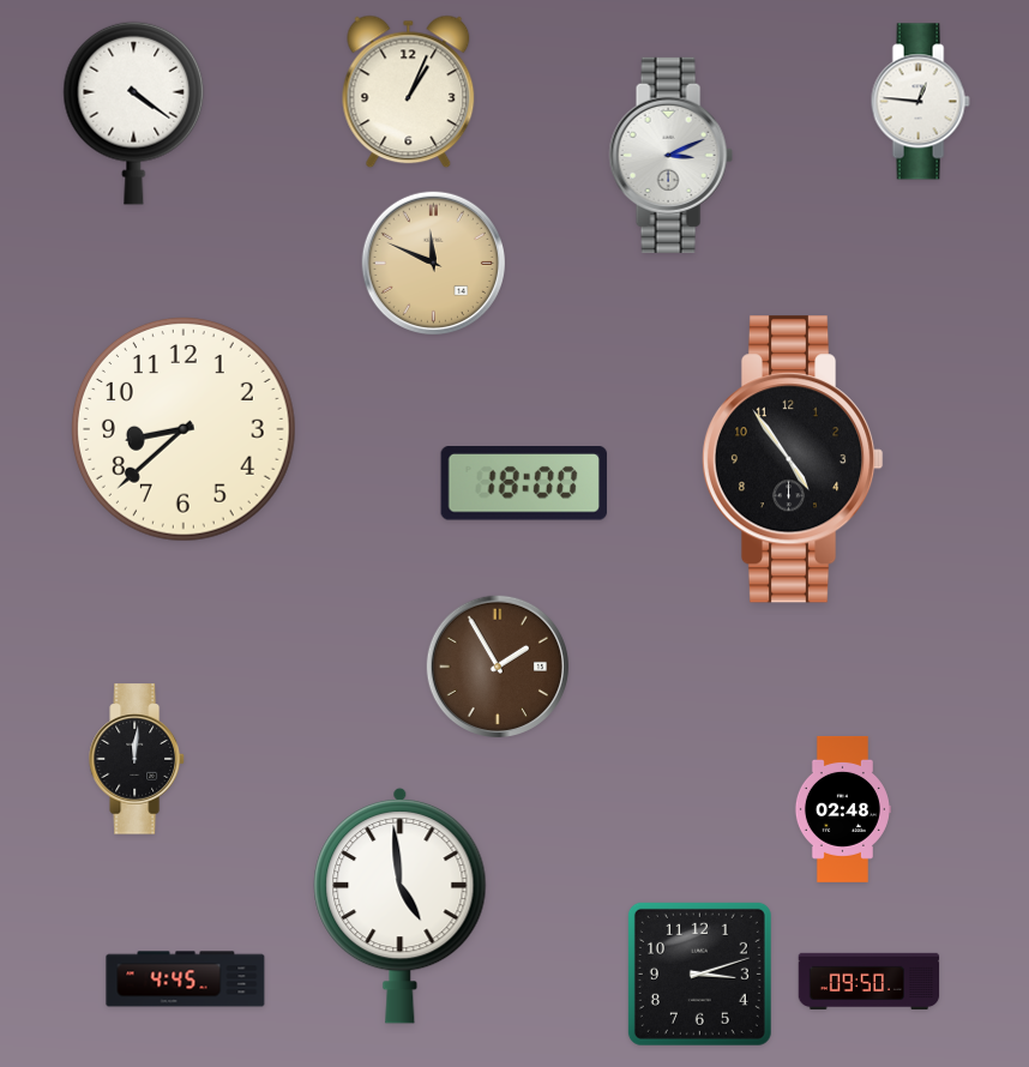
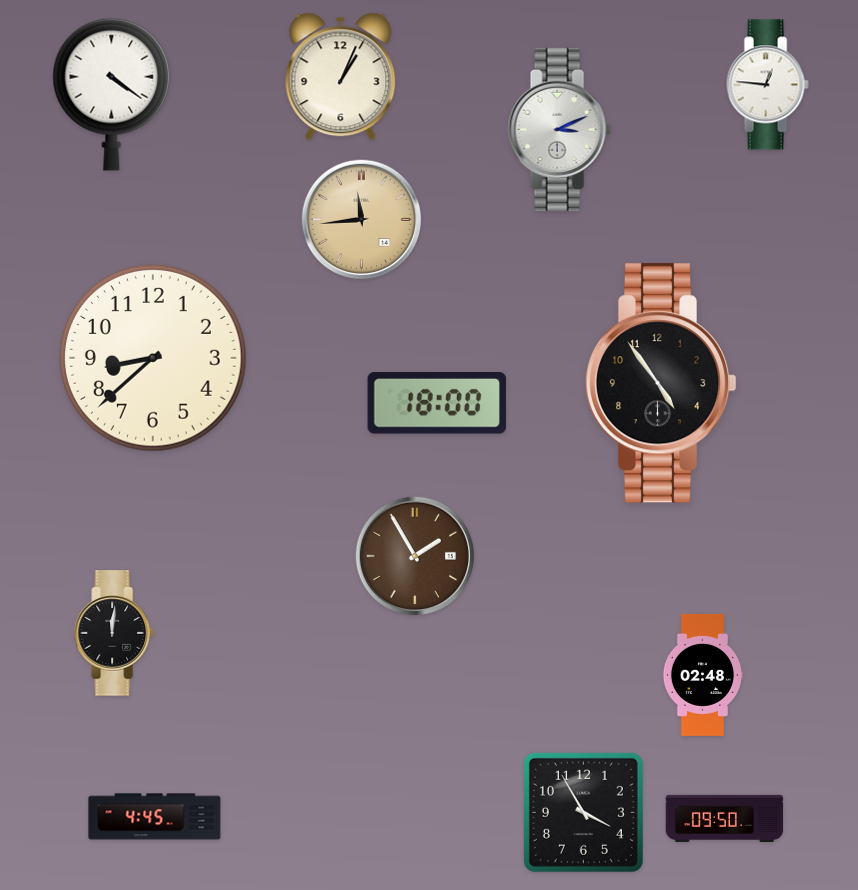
clock at (433, 263): 11:49 -> 11:44
clock at (401, 905): 4:59 -> none
clock at (699, 973): 3:12 -> 3:55
